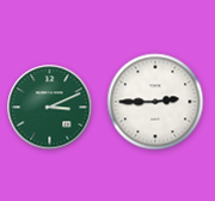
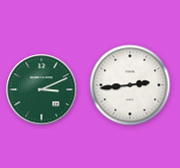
clock at (155, 102): 2:45 -> 2:44
